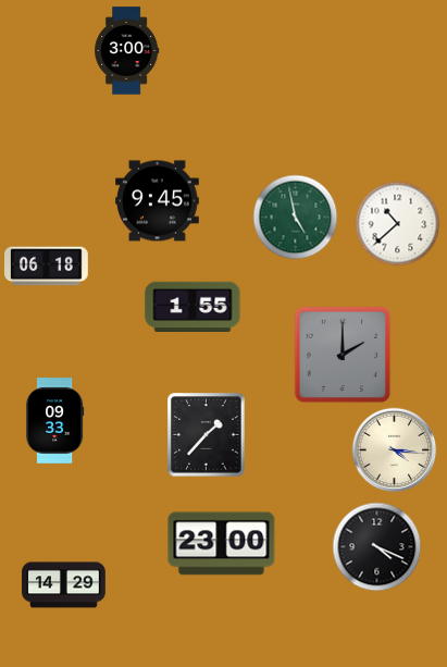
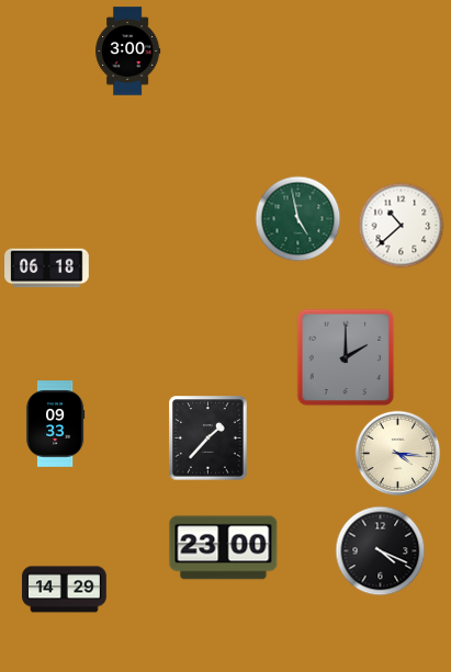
clock at (158, 201): 9:45 -> none
clock at (193, 306): 1:55 -> none
